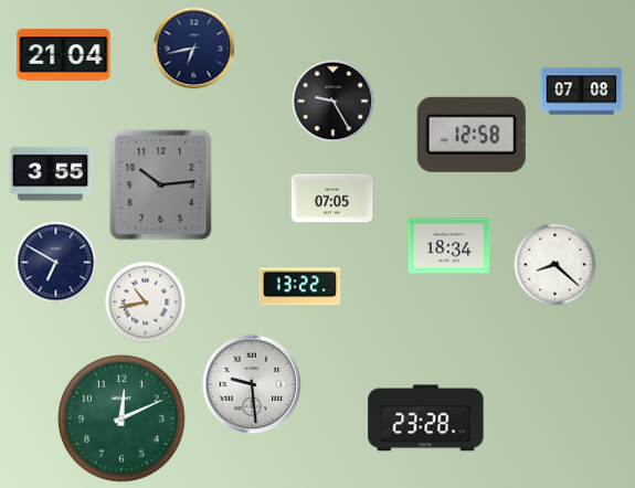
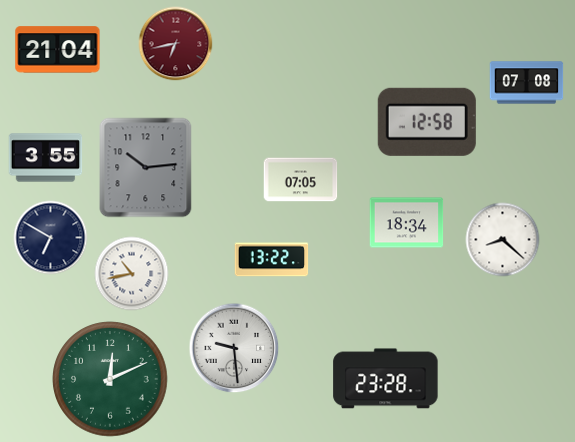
clock at (194, 49) dial: navy -> burgundy
clock at (334, 102): 9:25 -> none
clock at (252, 384) position: (252, 384) -> (234, 348)
